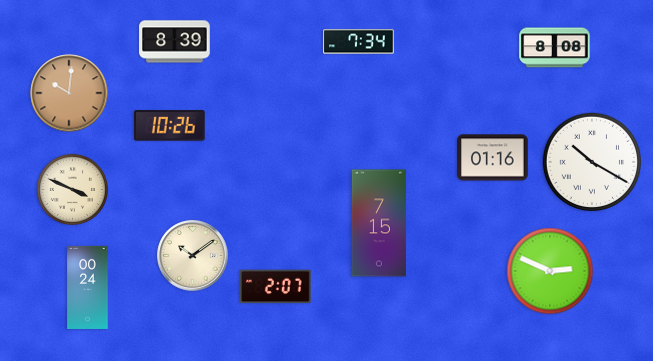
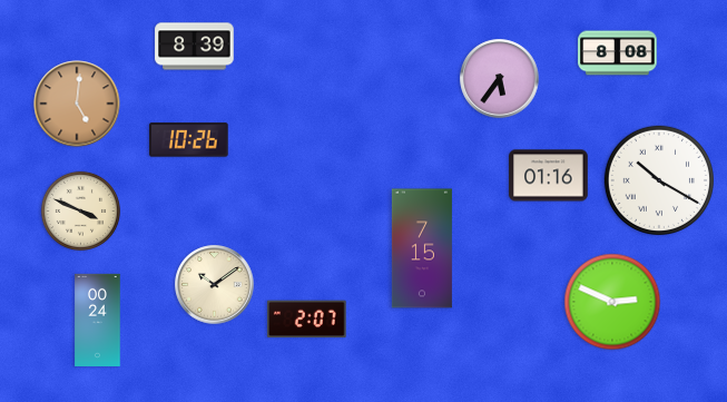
clock at (359, 42): 7:34 -> none
clock at (500, 79): none -> 5:36
clock at (69, 93): 10:01 -> 5:01
